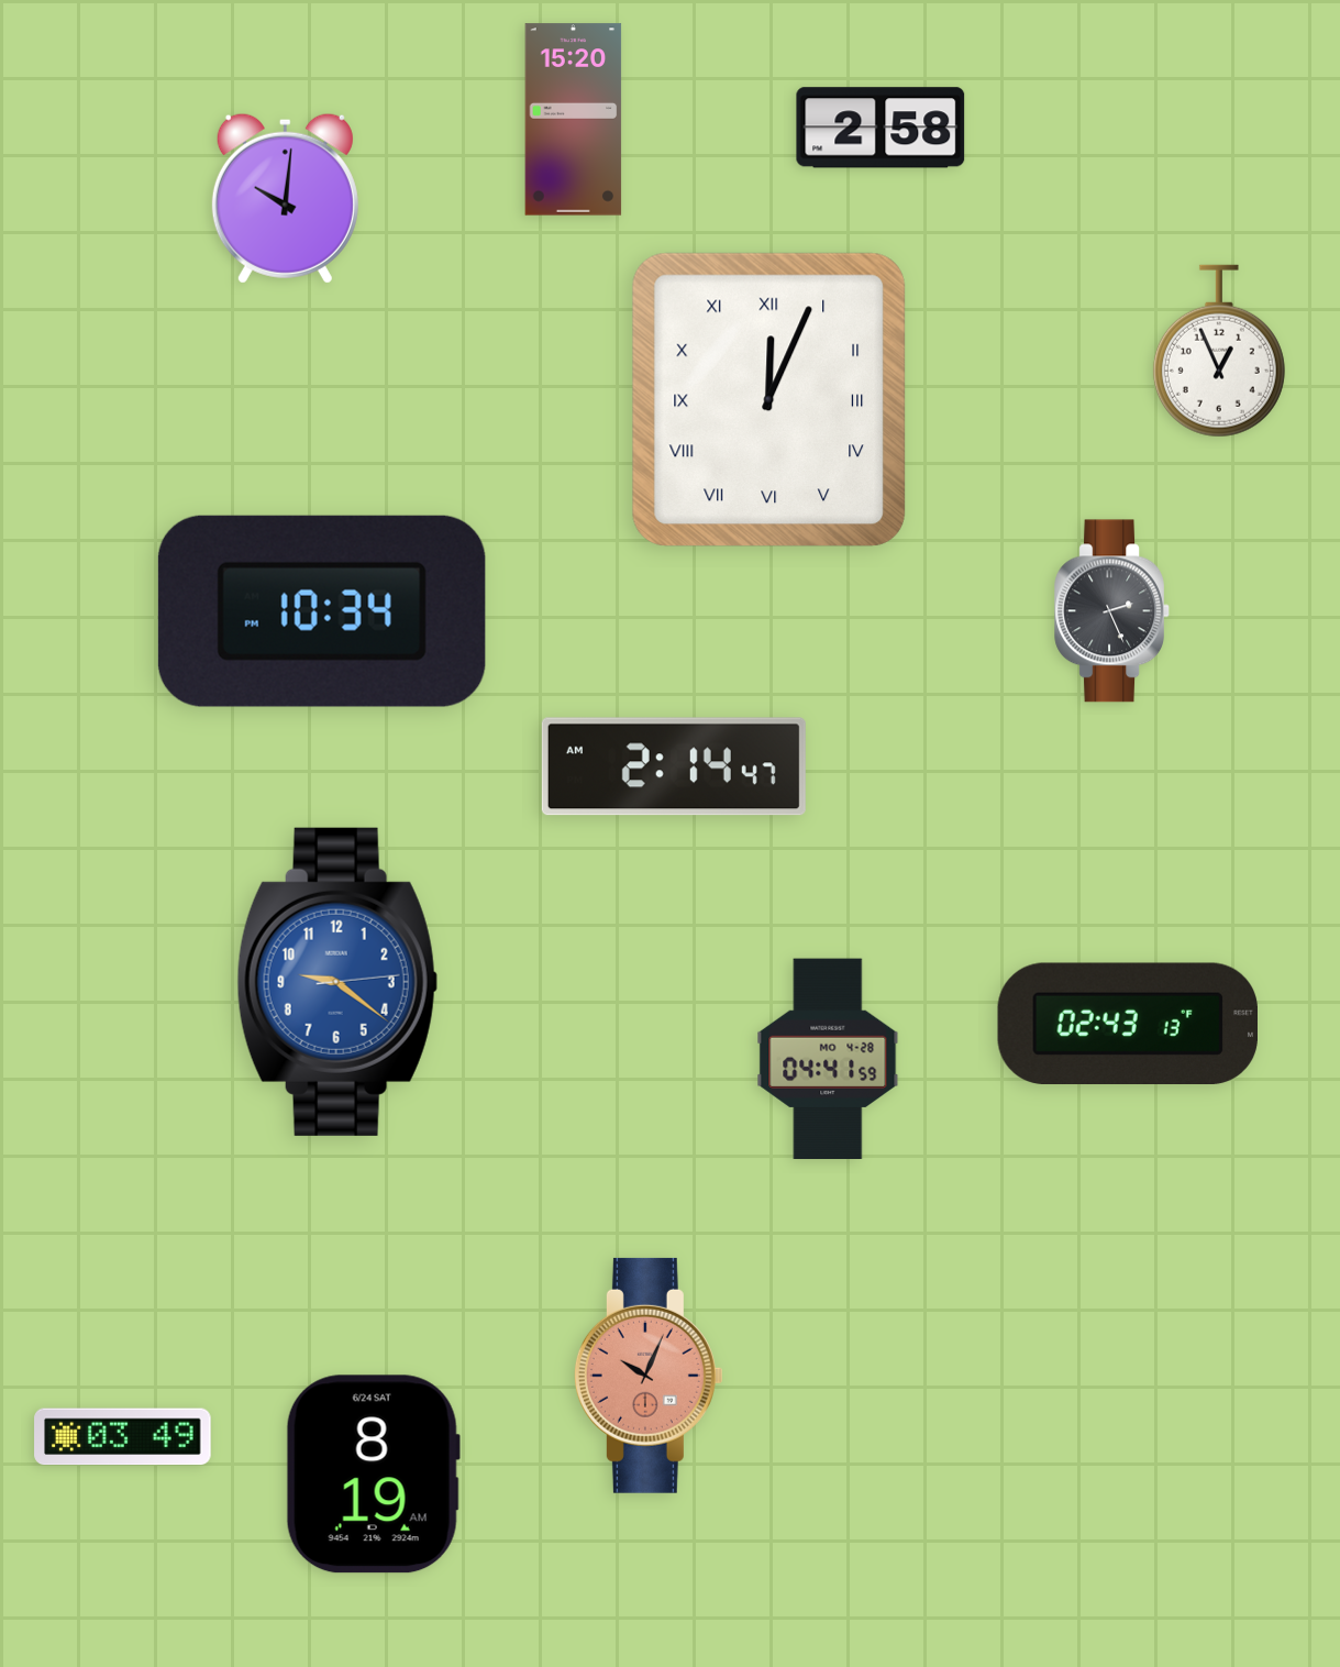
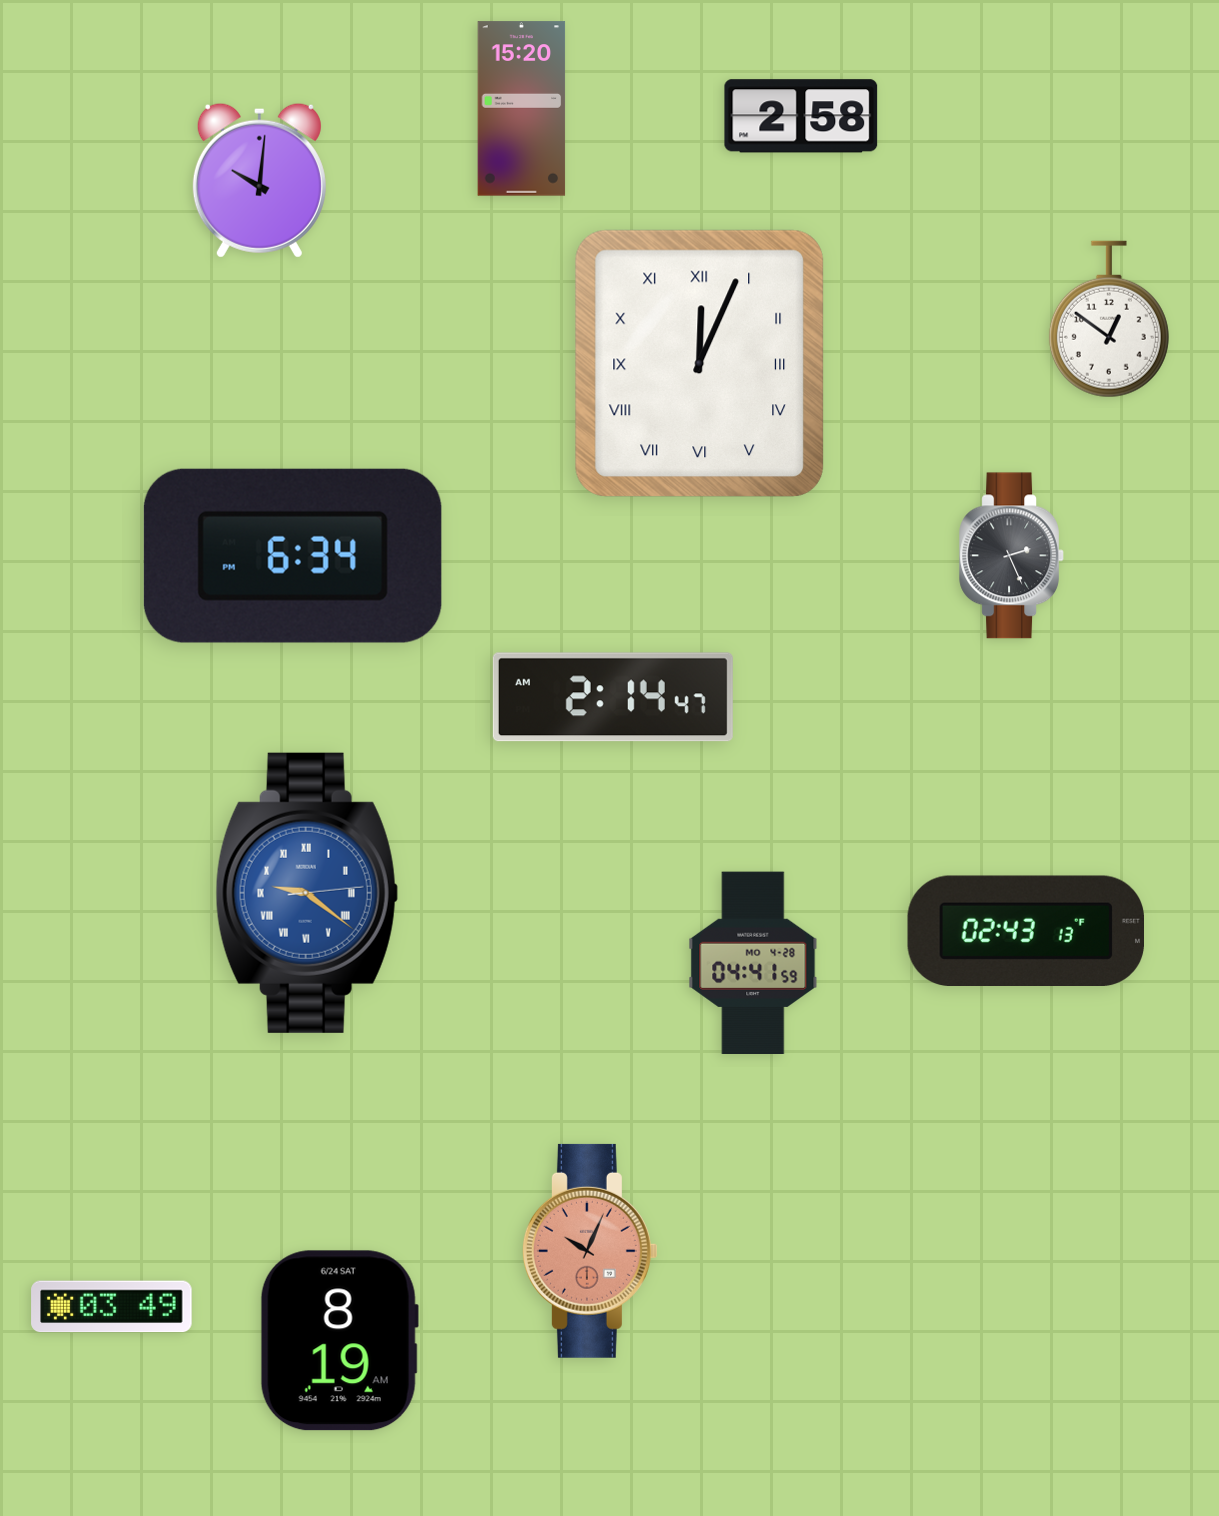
clock at (1219, 351): 12:56 -> 12:51
clock at (322, 611): 10:34 -> 6:34
clock at (337, 982) numerals: Arabic -> Roman
